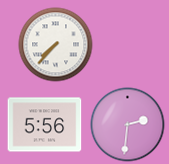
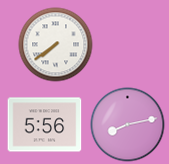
clock at (56, 45): 7:37 -> 7:39
clock at (128, 125): 2:31 -> 8:13
